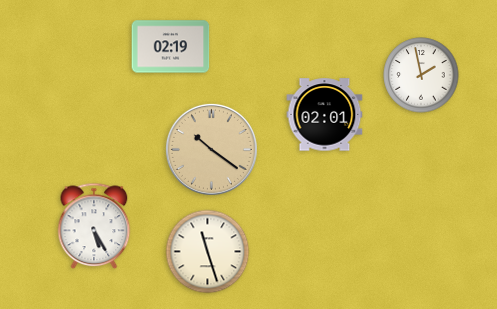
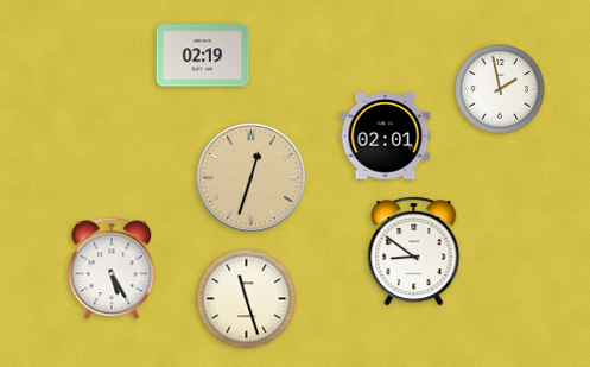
clock at (211, 149): 10:21 -> 12:33
clock at (414, 252): none -> 8:51
